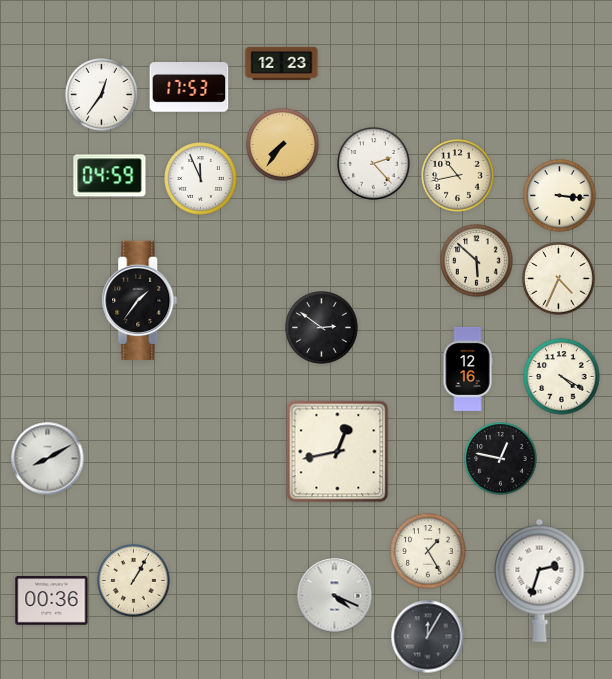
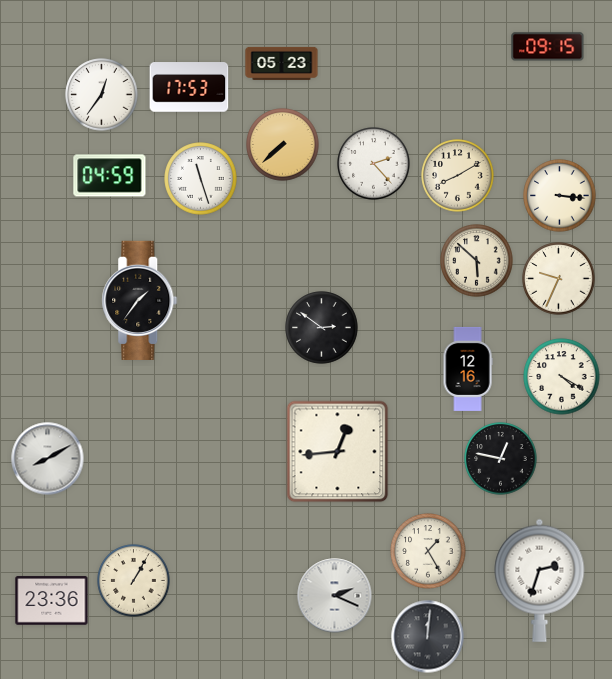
clock at (548, 47): none -> 09:15
clock at (282, 63): 12:23 -> 05:23
clock at (283, 145): 7:36 -> 7:38
clock at (458, 176): 10:43 -> 8:10
clock at (201, 179): 11:56 -> 11:27
clock at (559, 279): 4:34 -> 9:34
clock at (338, 452): 12:43 -> 12:44
clock at (335, 596): 4:19 -> 2:19
clock at (52, 601): 00:36 -> 23:36
clock at (428, 637): 12:05 -> 12:01
